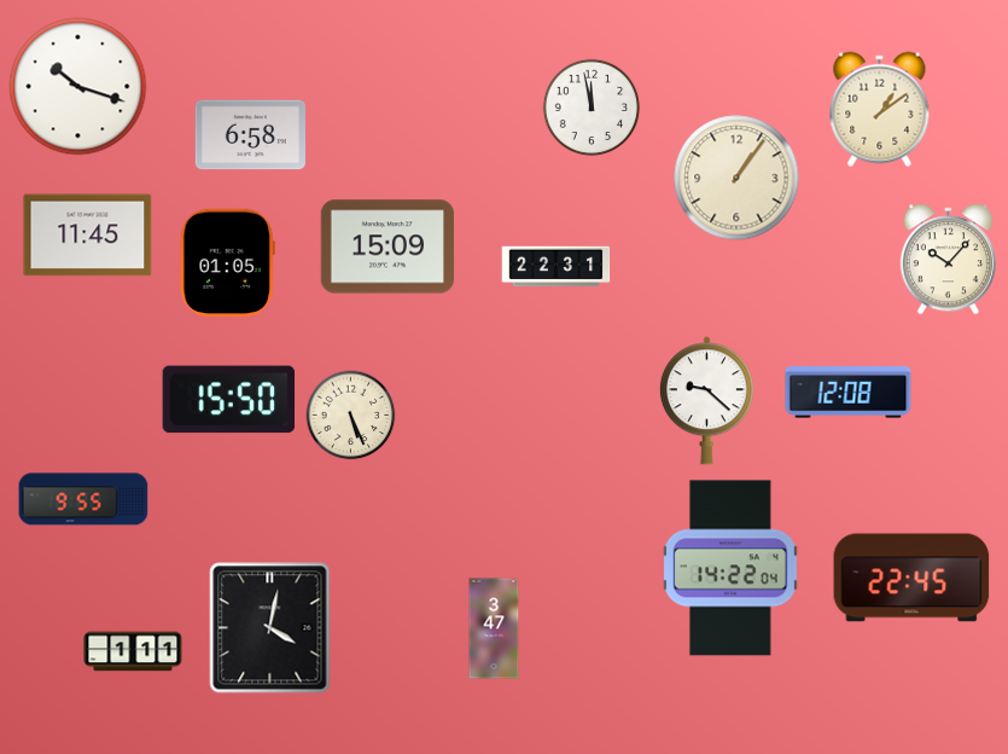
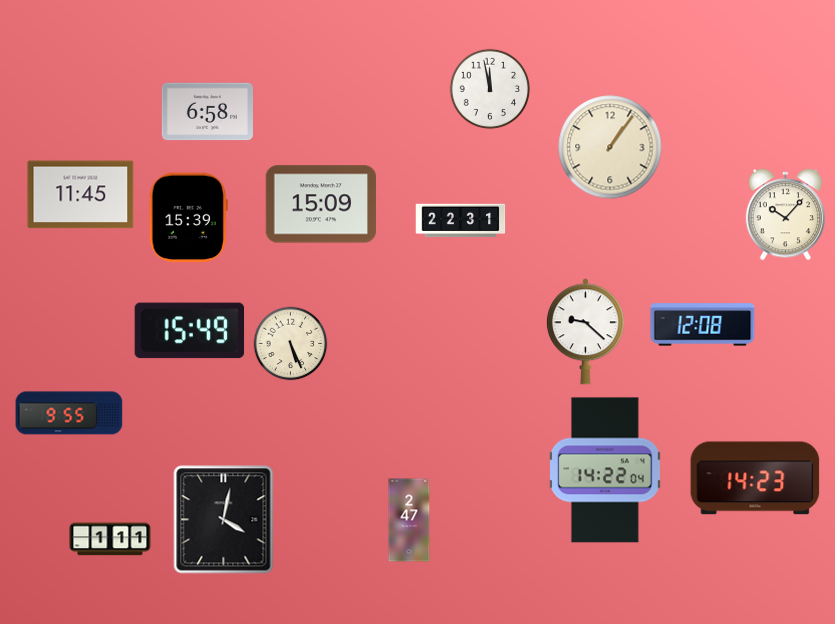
clock at (78, 87): 10:18 -> none
clock at (880, 110): 1:09 -> none
clock at (88, 236) position: (88, 236) -> (81, 195)
clock at (227, 263): 01:05 -> 15:39
clock at (229, 400): 15:50 -> 15:49
clock at (911, 578): 22:45 -> 14:23
clock at (494, 628): 3:47 -> 2:47
